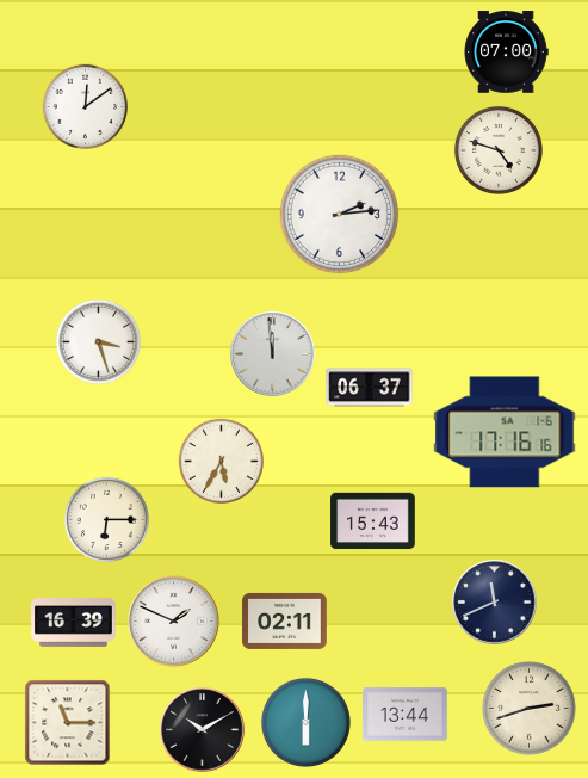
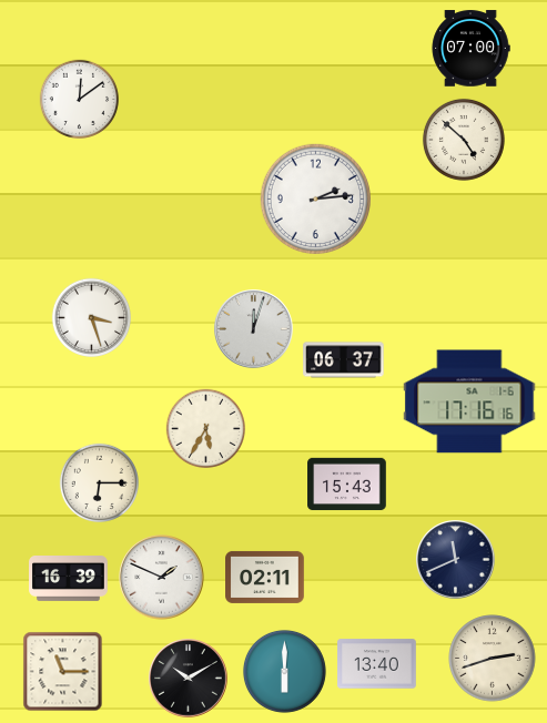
clock at (499, 150): 4:48 -> 4:52
clock at (273, 354): 11:59 -> 12:03
clock at (495, 603) position: (495, 603) -> (456, 560)
clock at (406, 715): 13:44 -> 13:40
